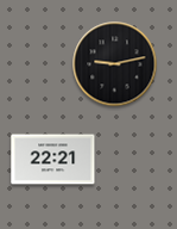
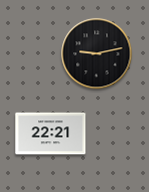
clock at (53, 160) position: (53, 160) -> (51, 134)
